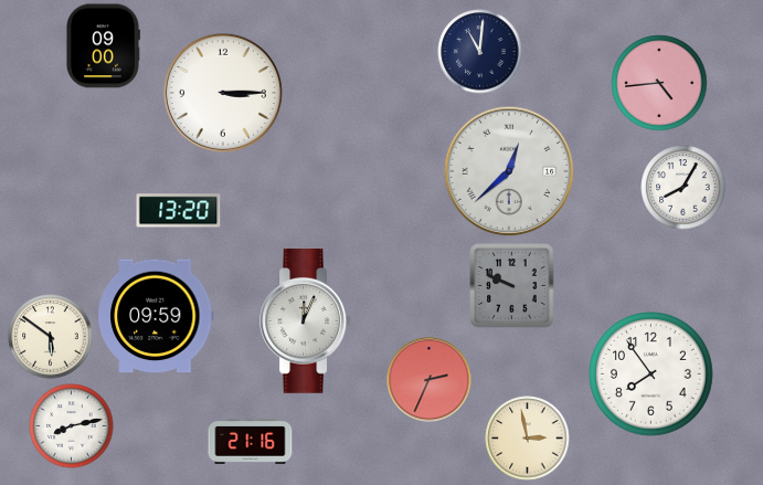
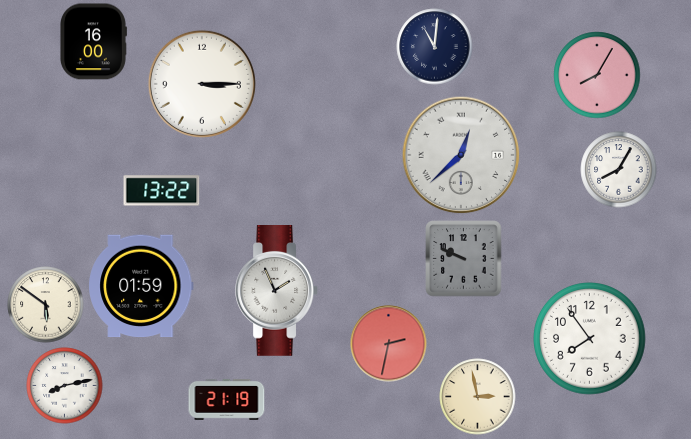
clock at (104, 46): 09:00 -> 16:00
clock at (659, 83): 4:44 -> 8:05
clock at (179, 211): 13:20 -> 13:22
clock at (157, 316): 09:59 -> 01:59
clock at (305, 321): 12:04 -> 1:56
clock at (430, 380): 2:34 -> 2:32
clock at (251, 441): 21:16 -> 21:19
